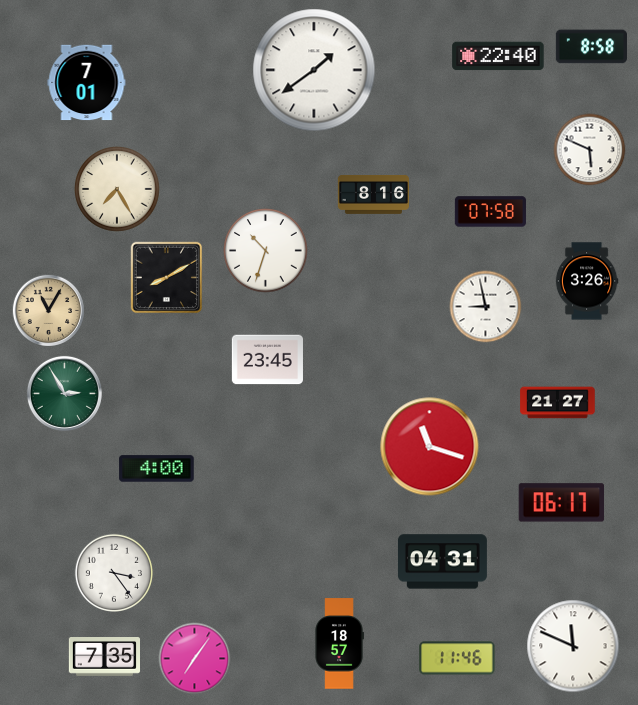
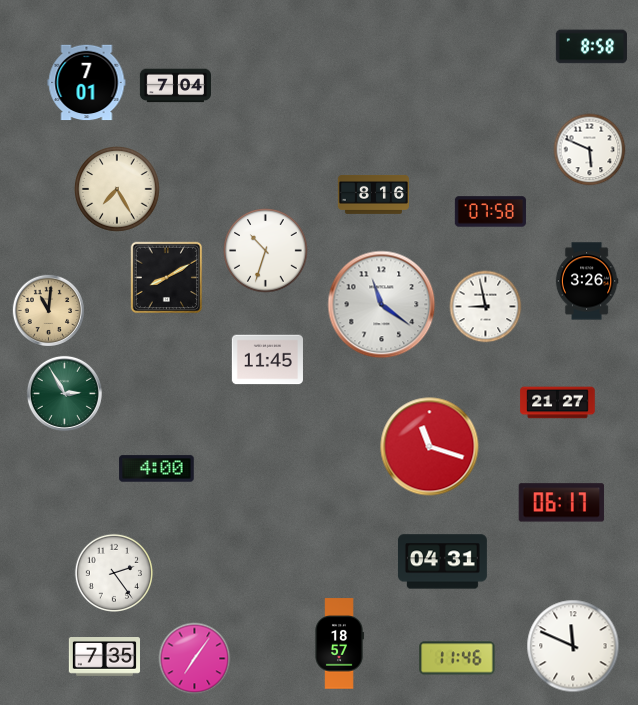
clock at (498, 56): 22:40 -> none
clock at (314, 70): 1:39 -> none
clock at (175, 86): none -> 7:04
clock at (382, 305): none -> 11:21
clock at (48, 310): 11:05 -> 11:01
clock at (267, 360): 23:45 -> 11:45
clock at (113, 572): 3:24 -> 2:24
